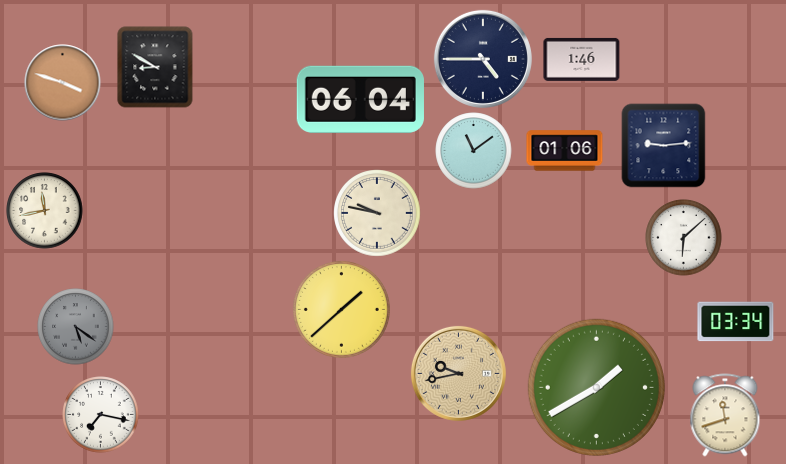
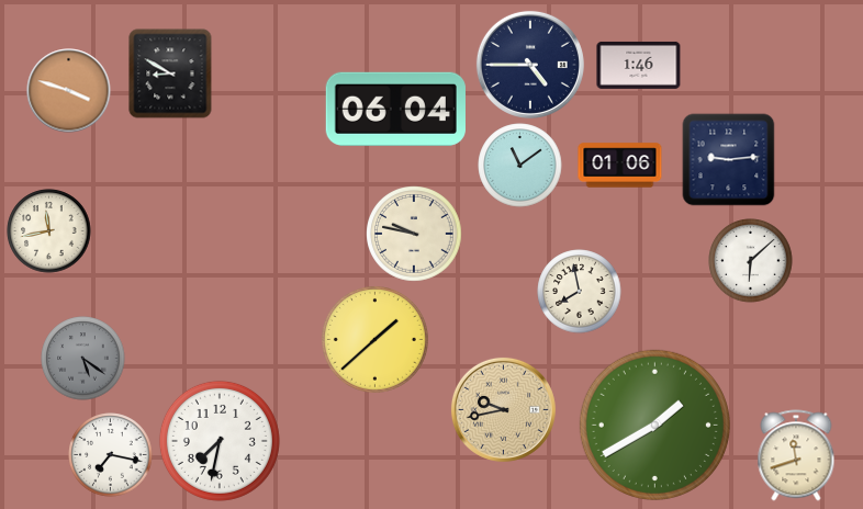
clock at (580, 292): none -> 7:58
clock at (736, 322): 03:34 -> none
clock at (220, 441): none -> 7:32
